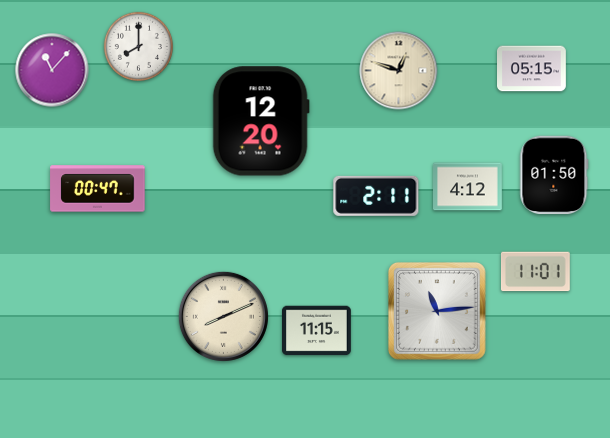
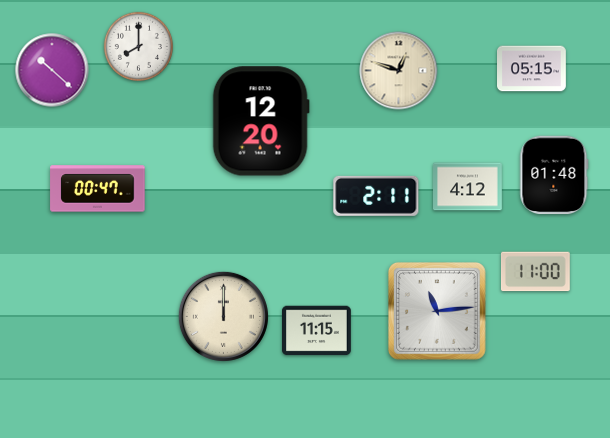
clock at (52, 70): 11:07 -> 10:22
clock at (554, 175): 01:50 -> 01:48
clock at (535, 272): 11:01 -> 11:00
clock at (223, 316): 8:11 -> 12:00
